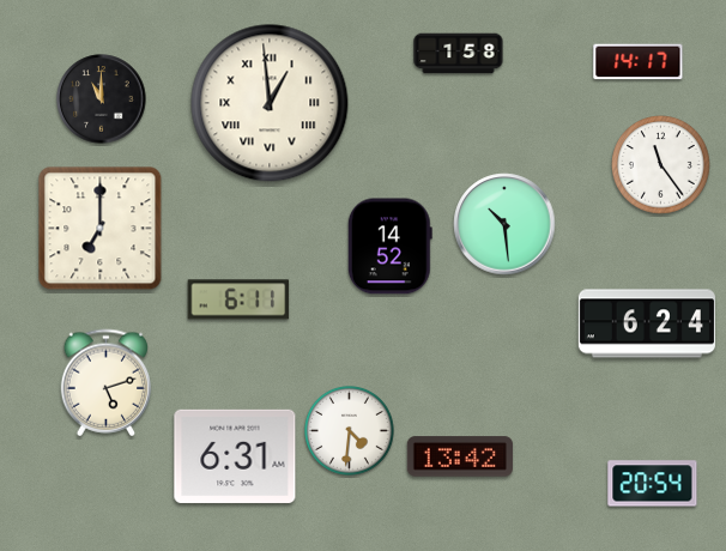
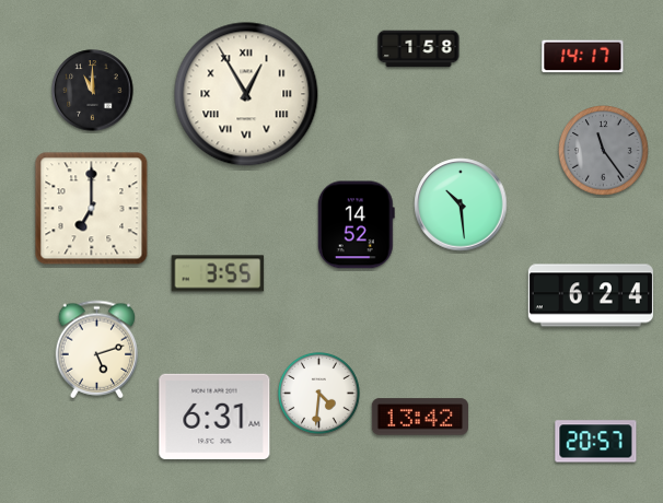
clock at (270, 103): 12:59 -> 12:55
clock at (661, 165) dial: white -> grey
clock at (238, 299): 6:11 -> 3:55
clock at (653, 484): 20:54 -> 20:57
